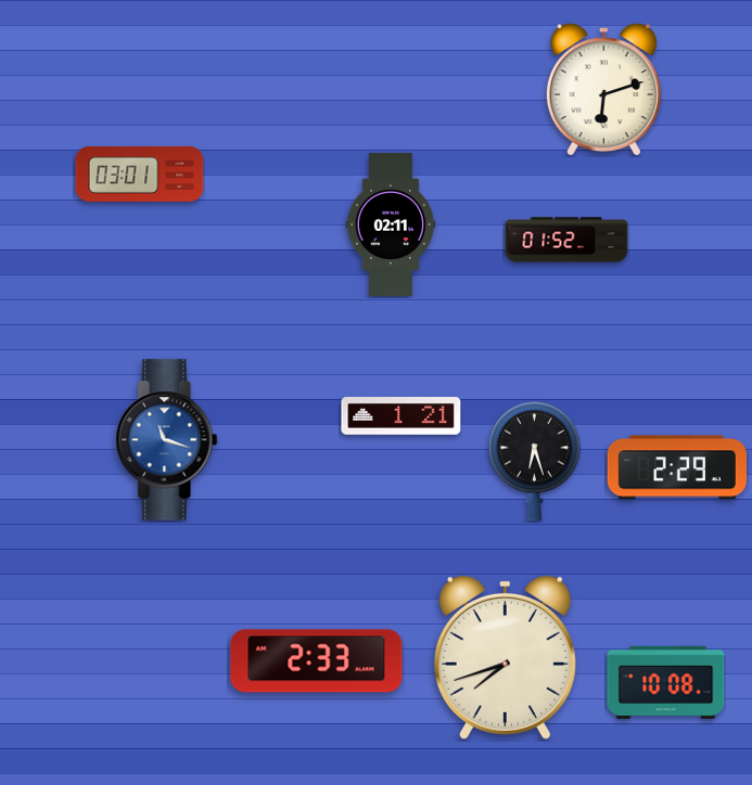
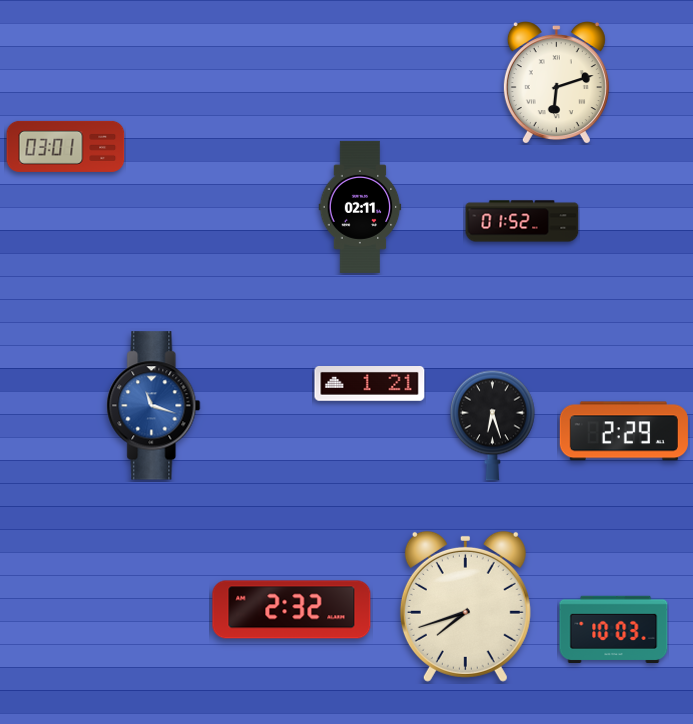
clock at (140, 173) position: (140, 173) -> (66, 146)
clock at (317, 661): 2:33 -> 2:32
clock at (666, 682): 10:08 -> 10:03
